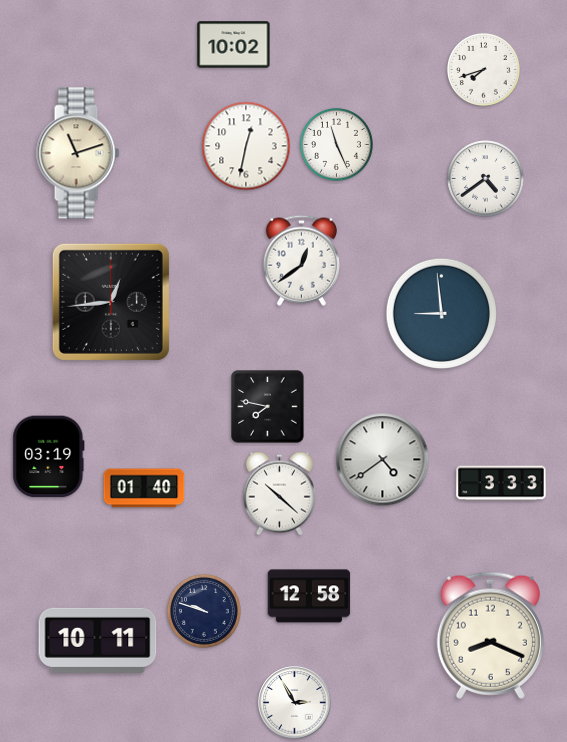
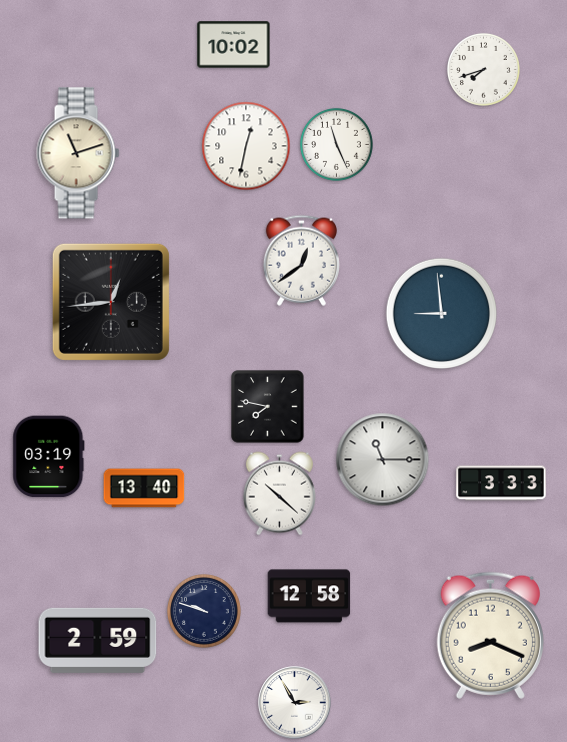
clock at (486, 179): 4:39 -> none
clock at (383, 460): 4:39 -> 11:15
clock at (144, 488): 01:40 -> 13:40
clock at (98, 640): 10:11 -> 2:59
